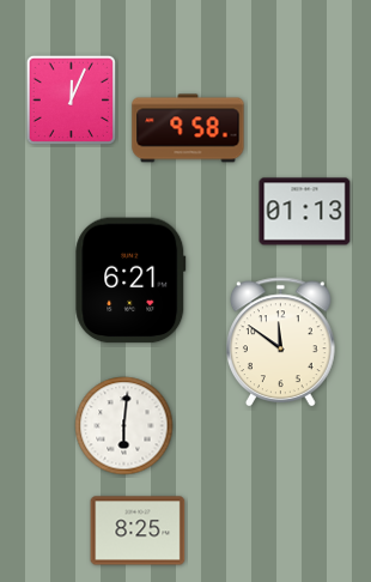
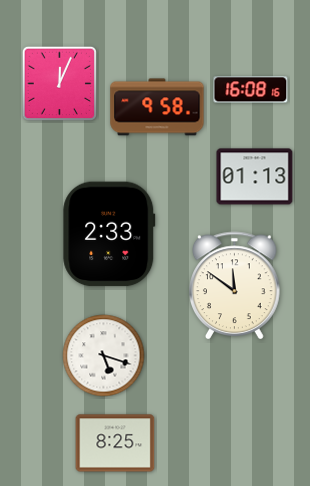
clock at (251, 90): none -> 16:08
clock at (130, 280): 6:21 -> 2:33
clock at (124, 426): 6:01 -> 5:18
